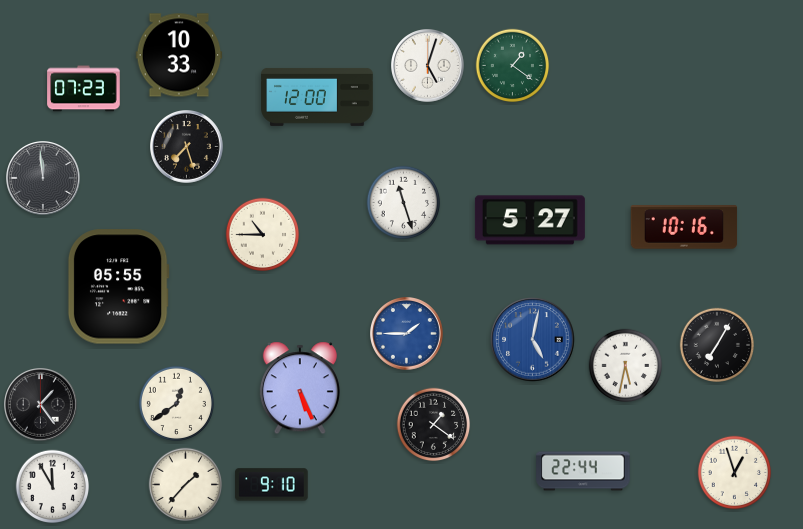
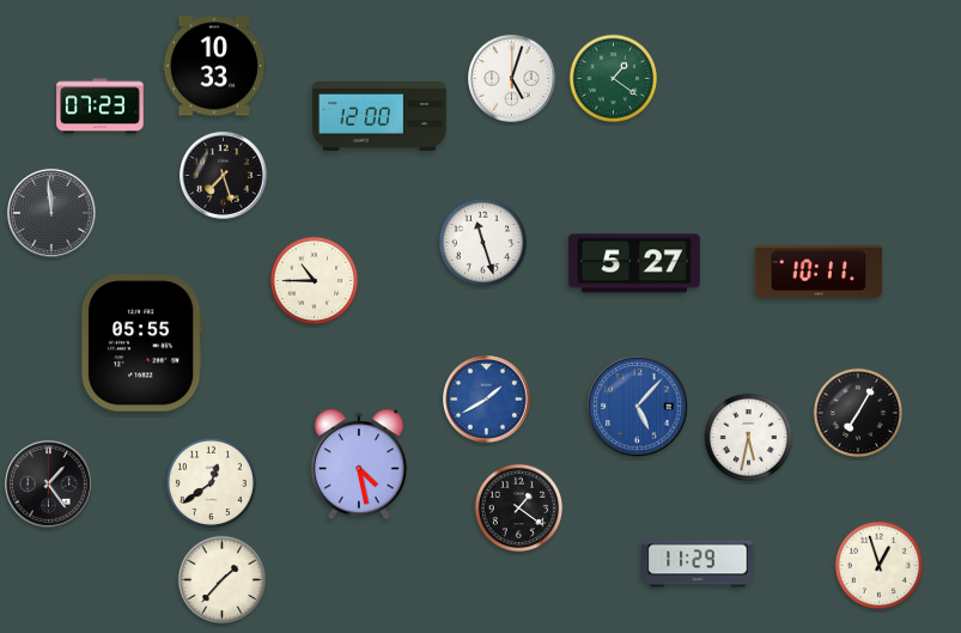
clock at (684, 227): 10:16 -> 10:11
clock at (407, 334): 1:45 -> 1:40
clock at (533, 340): 5:02 -> 5:07
clock at (300, 388): 5:26 -> 4:28
clock at (583, 471): 22:44 -> 11:29
clock at (272, 485): 9:10 -> none
clock at (53, 487): 11:55 -> none
